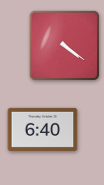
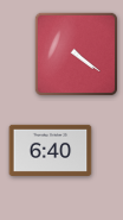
clock at (43, 129) position: (43, 129) -> (51, 150)
